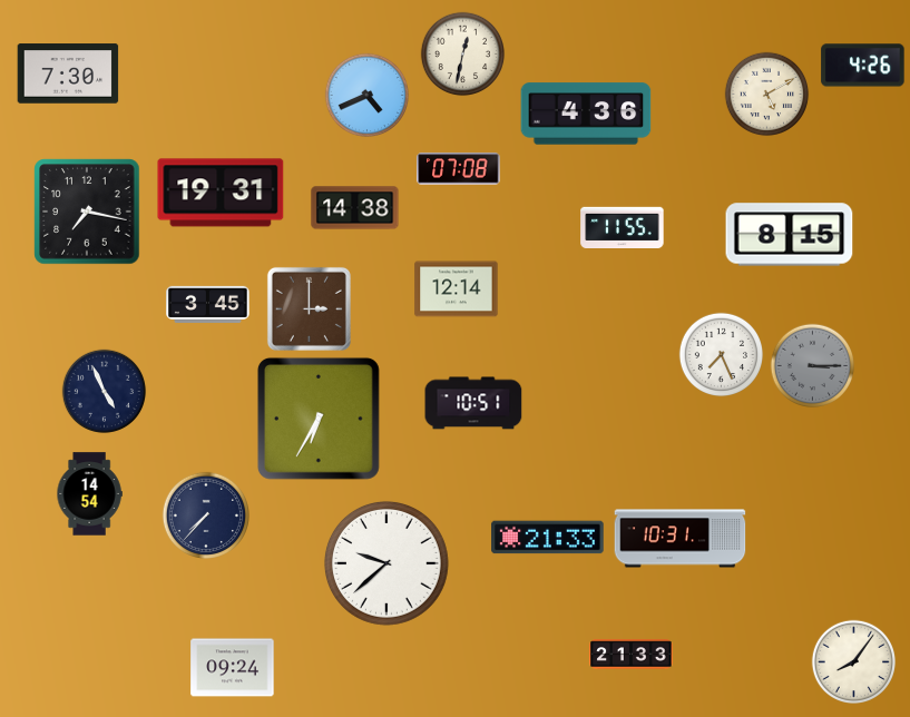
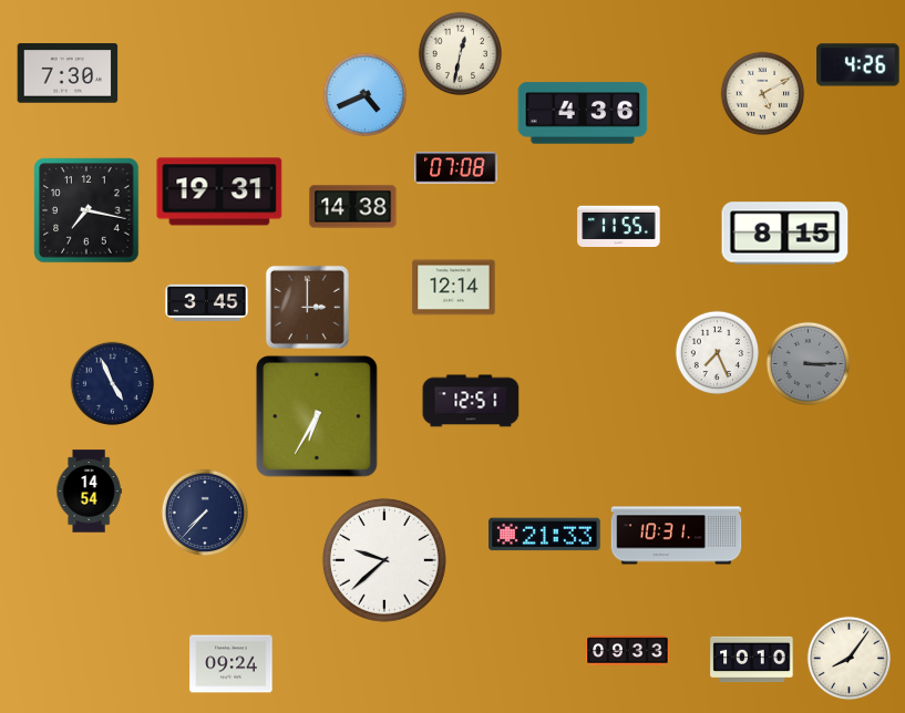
clock at (105, 392) position: (105, 392) -> (113, 384)
clock at (473, 403): 10:51 -> 12:51
clock at (632, 655): 21:33 -> 09:33
clock at (752, 660): none -> 10:10
